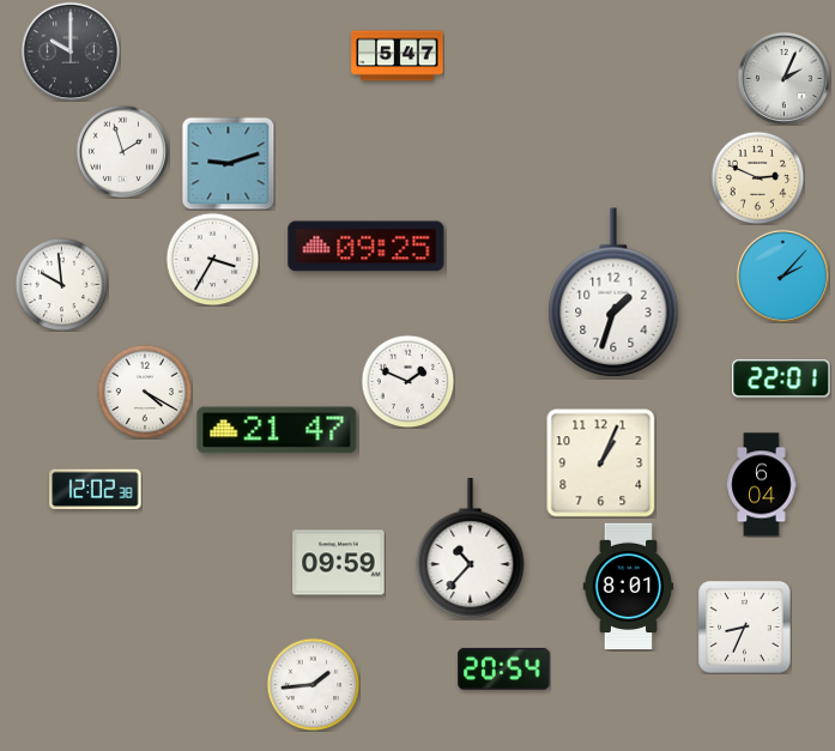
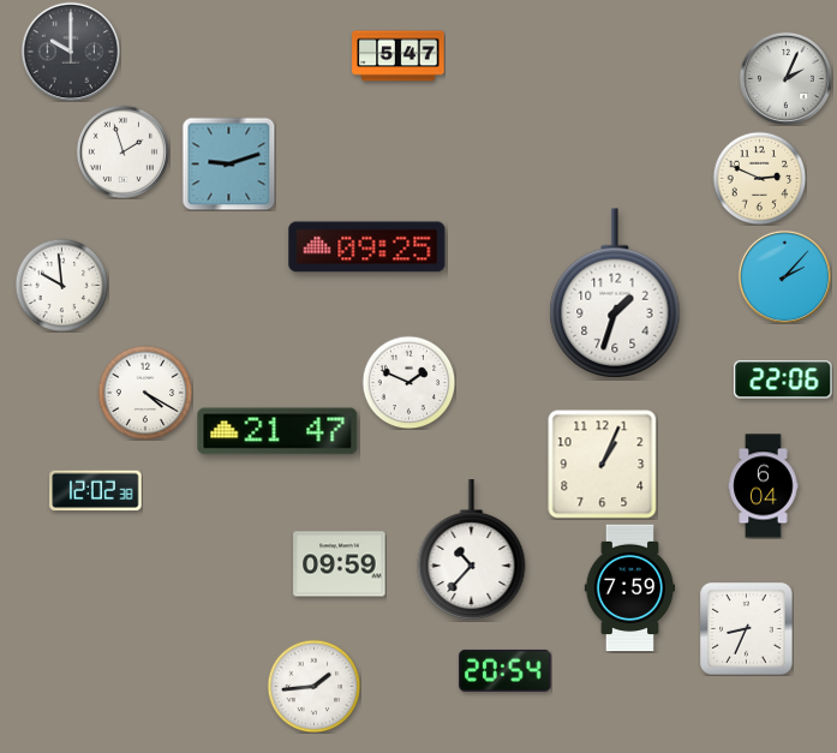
clock at (212, 259): 3:35 -> none
clock at (781, 378): 22:01 -> 22:06
clock at (629, 587): 8:01 -> 7:59
